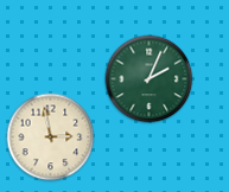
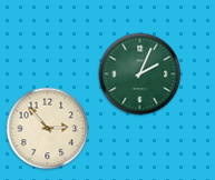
clock at (51, 137): 2:58 -> 2:53
